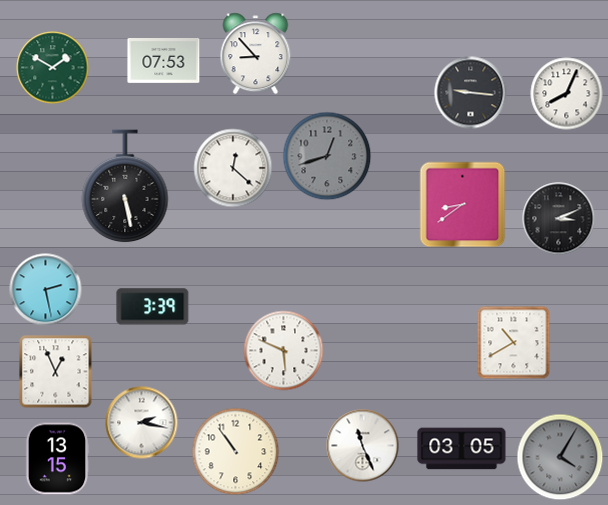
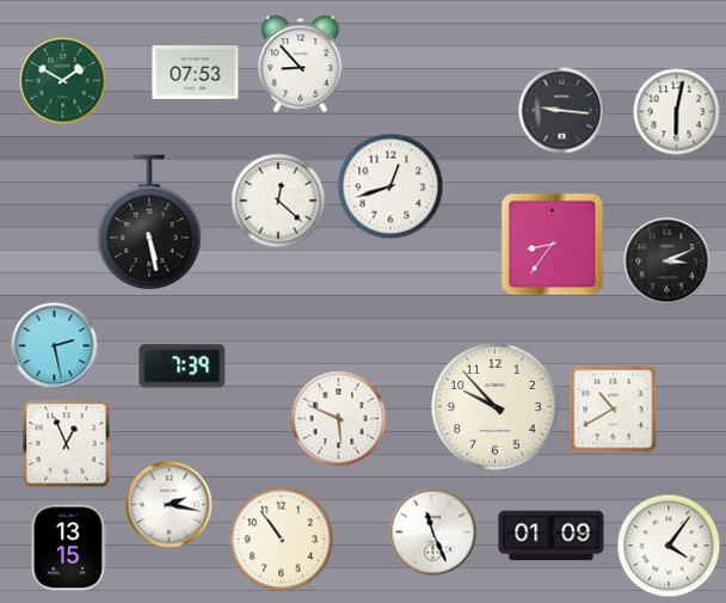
clock at (256, 54) position: (256, 54) -> (301, 64)
clock at (567, 94): 8:04 -> 6:02
clock at (327, 156) dial: grey -> white
clock at (463, 205): 8:39 -> 8:36
clock at (153, 307): 3:39 -> 7:39
clock at (496, 407): none -> 9:53
clock at (462, 449): 03:05 -> 01:09
clock at (560, 457): 4:05 -> 4:06
clock at (560, 457) dial: grey -> white
